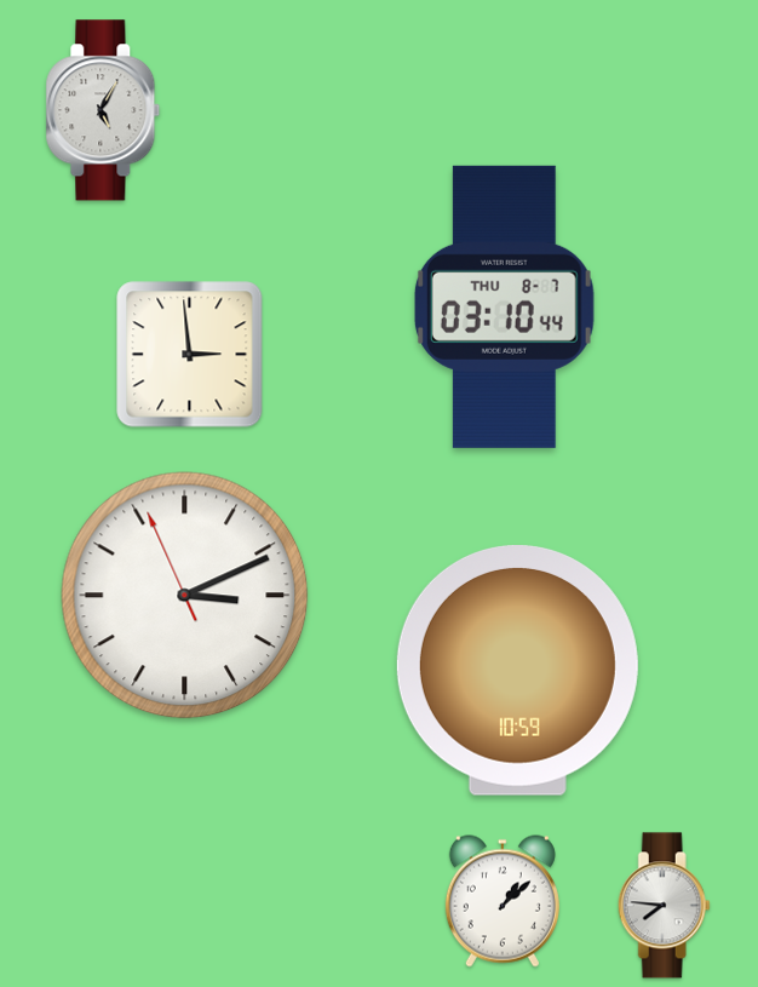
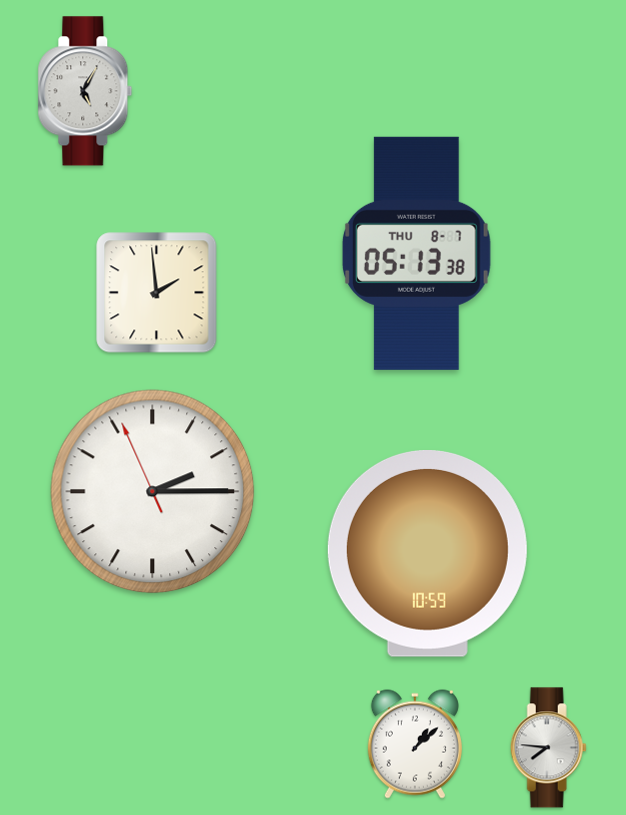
clock at (504, 306): 03:10 -> 05:13
clock at (190, 355): 2:59 -> 1:59
clock at (185, 596): 3:10 -> 2:14
